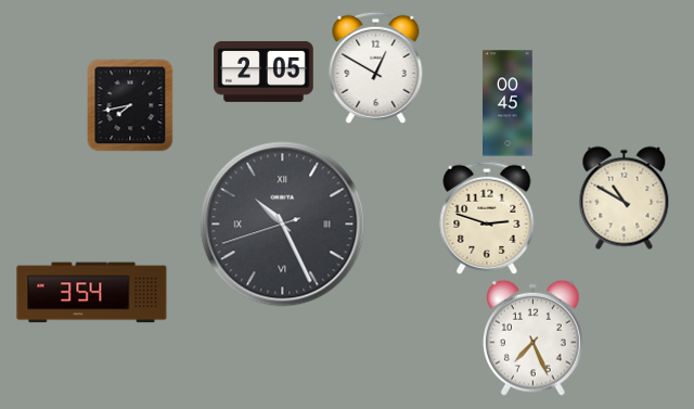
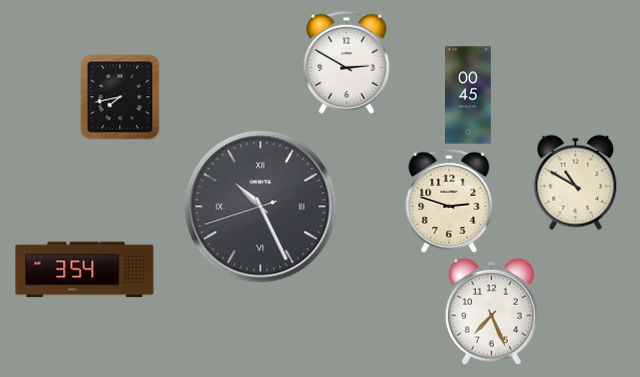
clock at (376, 67): 12:50 -> 2:50
clock at (264, 72): 2:05 -> none
